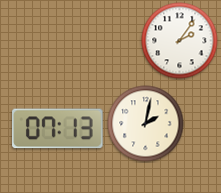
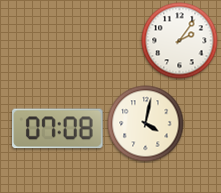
clock at (146, 124): 2:02 -> 4:02
clock at (58, 129): 07:13 -> 07:08
